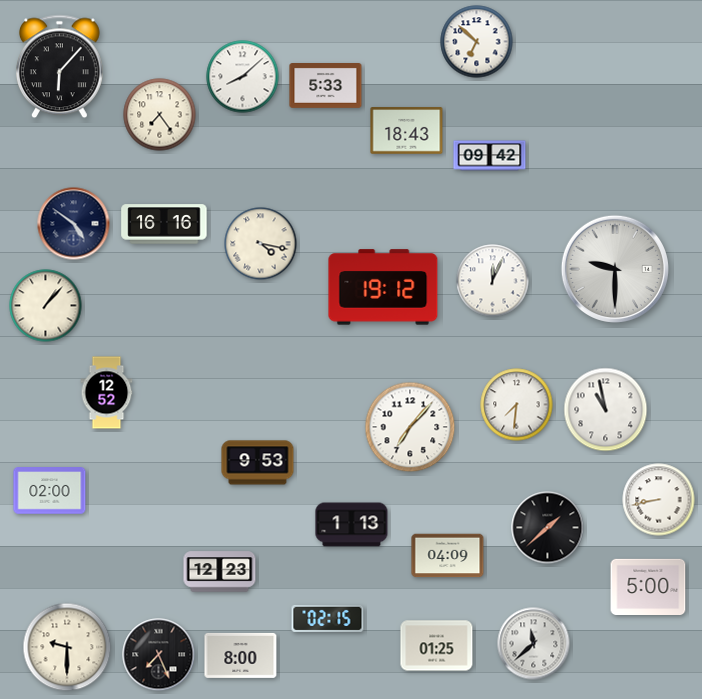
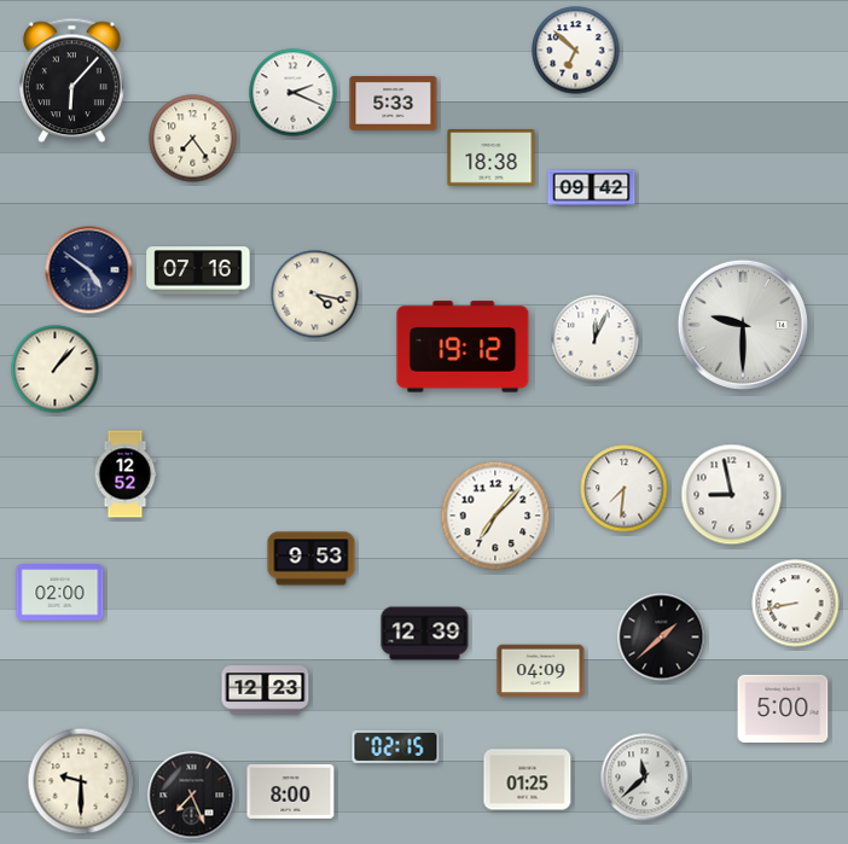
clock at (243, 77): 8:08 -> 2:19
clock at (407, 131): 18:43 -> 18:38
clock at (164, 224): 16:16 -> 07:16
clock at (107, 393) position: (107, 393) -> (126, 475)
clock at (606, 410): 10:58 -> 8:58
clock at (352, 525): 1:13 -> 12:39
clock at (159, 655) position: (159, 655) -> (192, 796)
